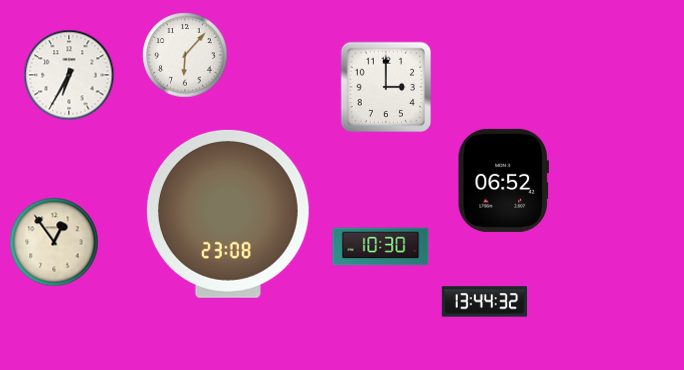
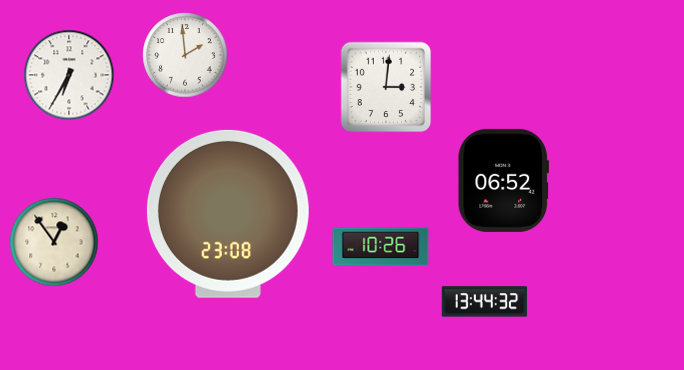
clock at (185, 55): 6:07 -> 1:59
clock at (386, 87): 3:00 -> 3:01
clock at (381, 247): 10:30 -> 10:26
